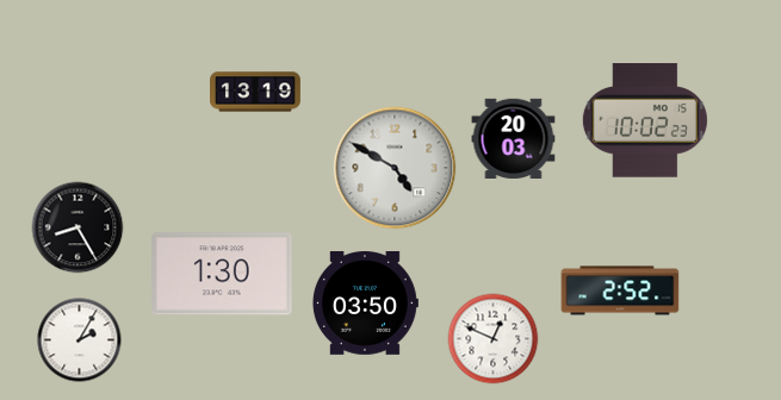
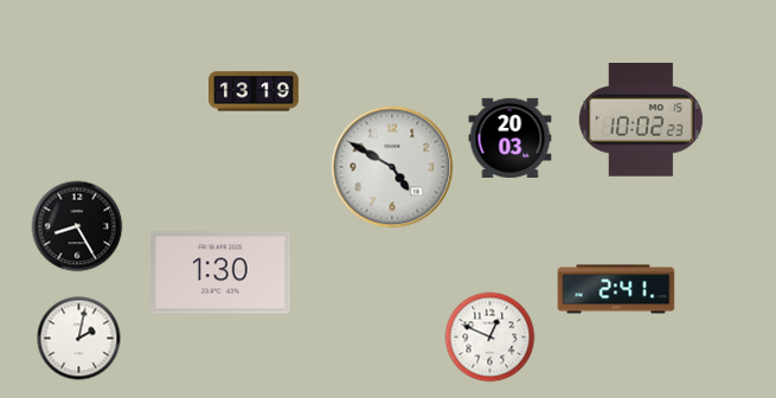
clock at (620, 290): 2:52 -> 2:41
clock at (365, 304): 03:50 -> none
clock at (80, 340): 2:05 -> 2:02
